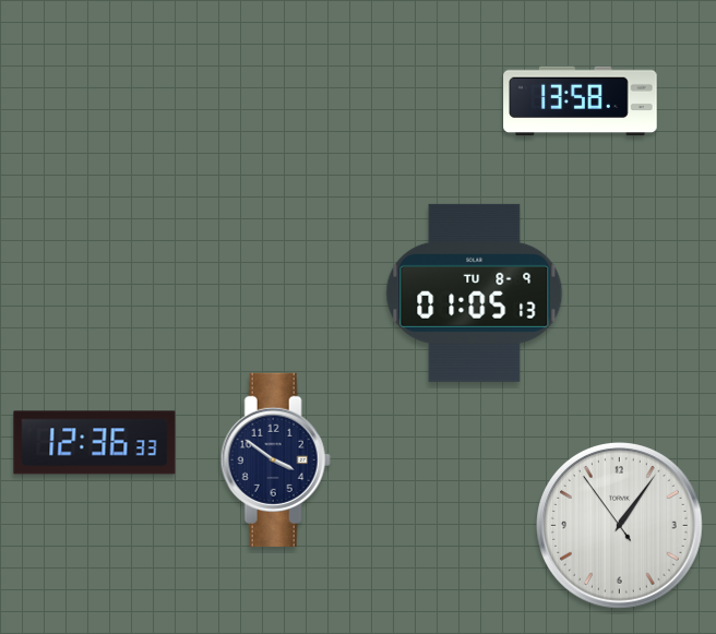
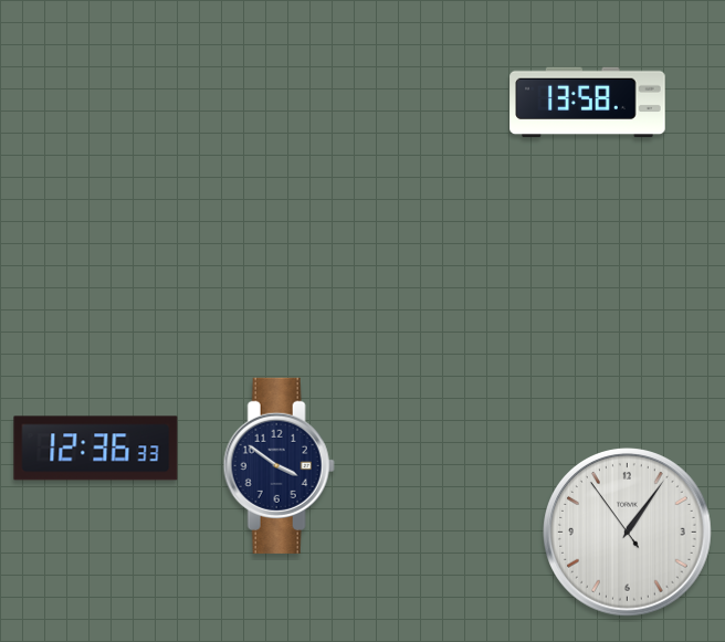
clock at (475, 292): 01:05 -> none
